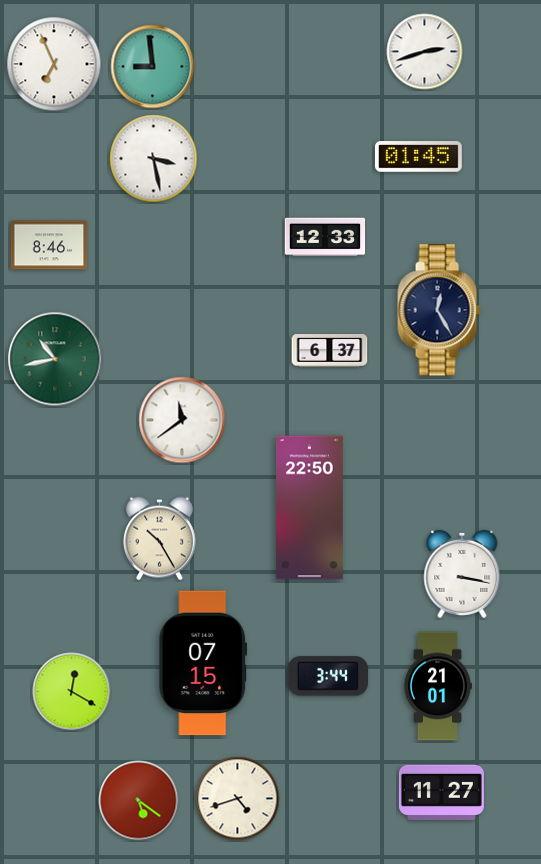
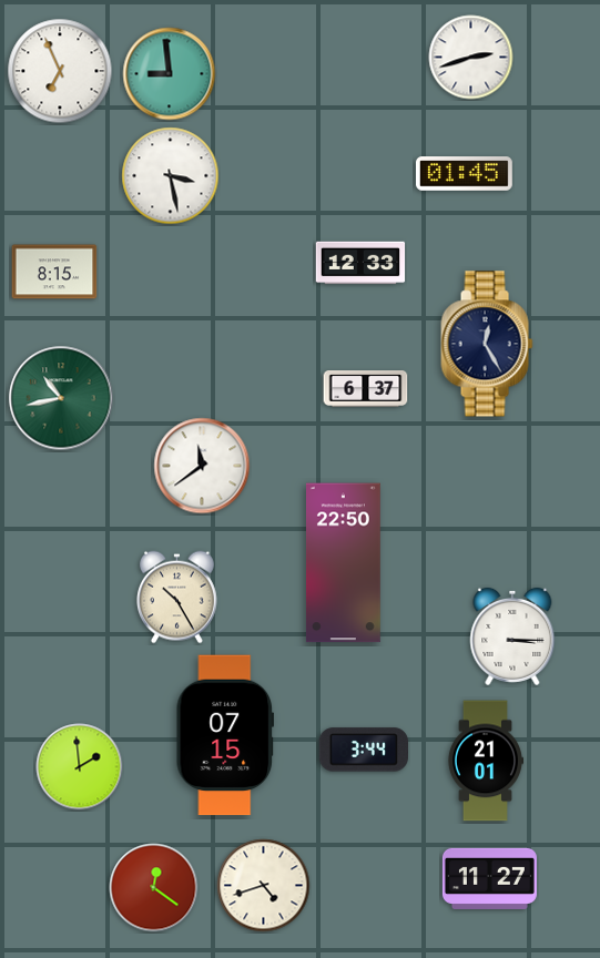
clock at (49, 245): 8:46 -> 8:15
clock at (462, 574): 3:17 -> 3:15
clock at (72, 692): 12:20 -> 1:59
clock at (139, 801): 5:21 -> 12:21
